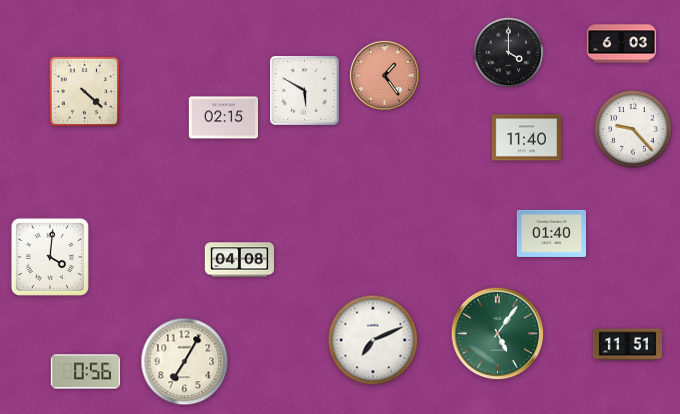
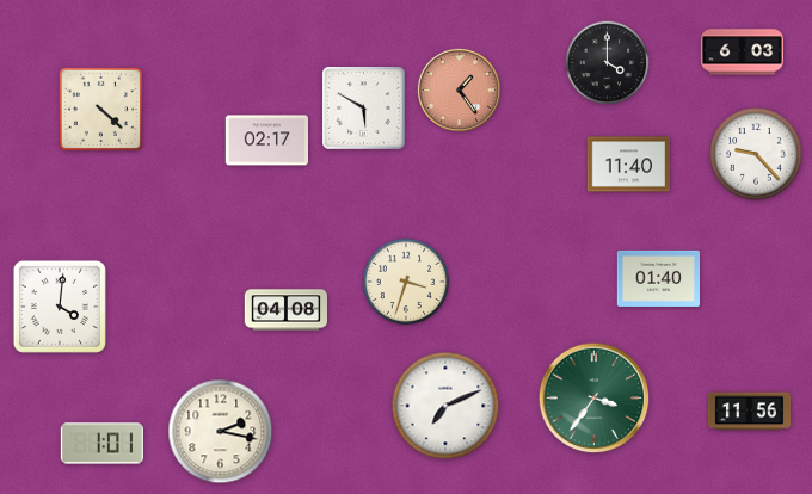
clock at (223, 118): 02:15 -> 02:17
clock at (406, 282): none -> 3:33
clock at (498, 334): 5:06 -> 3:36
clock at (628, 345): 11:51 -> 11:56
clock at (185, 362): 7:05 -> 2:17
clock at (85, 372): 0:56 -> 1:01
